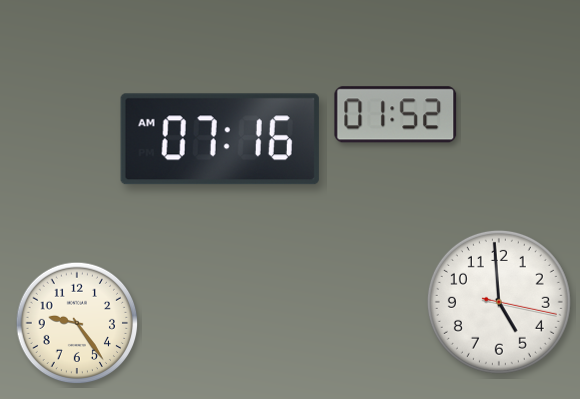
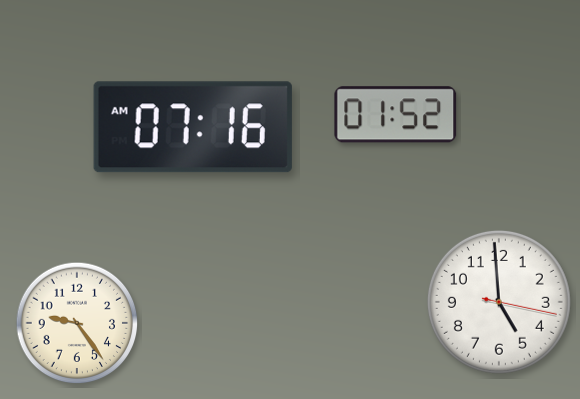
clock at (220, 139) position: (220, 139) -> (193, 127)
